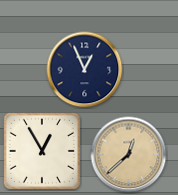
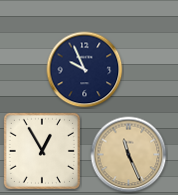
clock at (85, 70): 12:56 -> 9:56
clock at (129, 155): 12:38 -> 11:26
